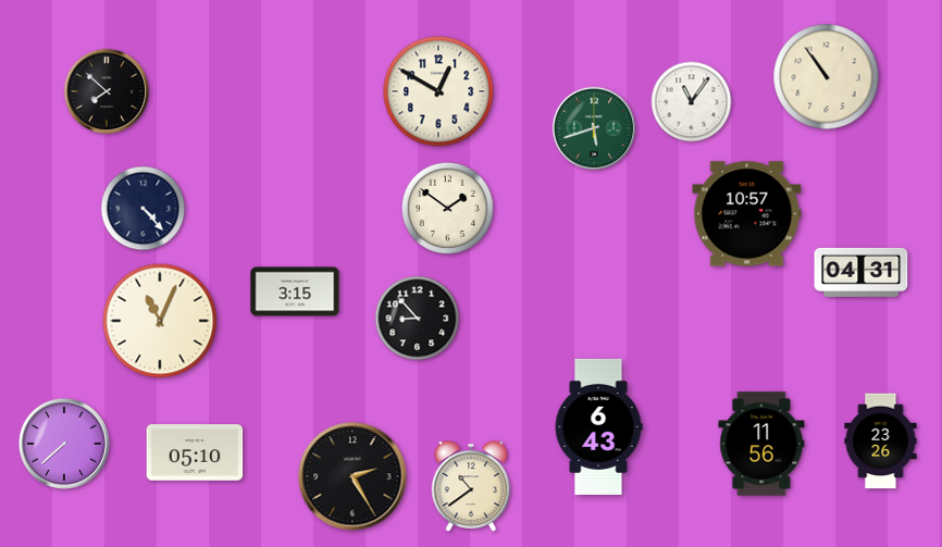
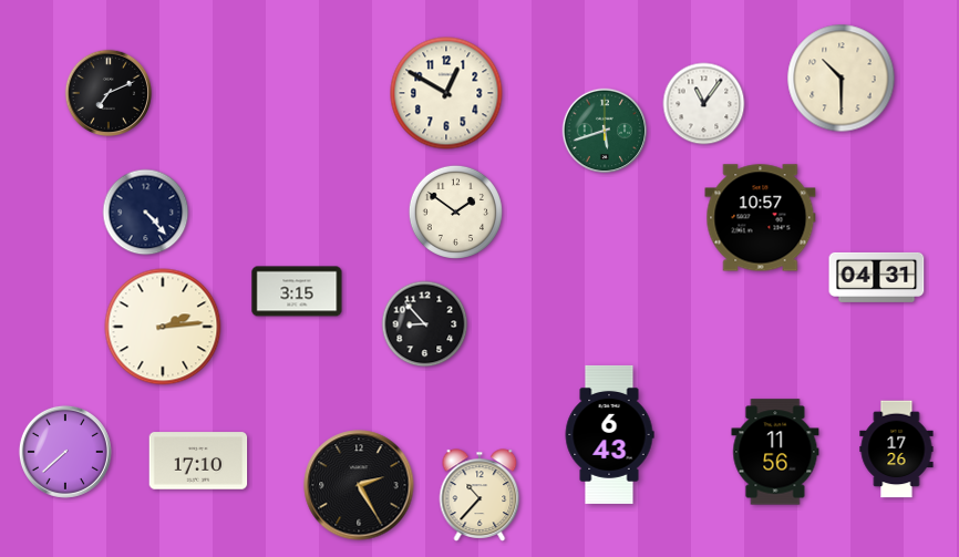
clock at (827, 77): 10:54 -> 10:30
clock at (107, 91): 7:52 -> 7:11
clock at (295, 291) position: (295, 291) -> (297, 291)
clock at (160, 321): 11:04 -> 2:14
clock at (881, 442): 23:26 -> 17:26
clock at (195, 452): 05:10 -> 17:10
clock at (471, 486): 10:39 -> 10:37
